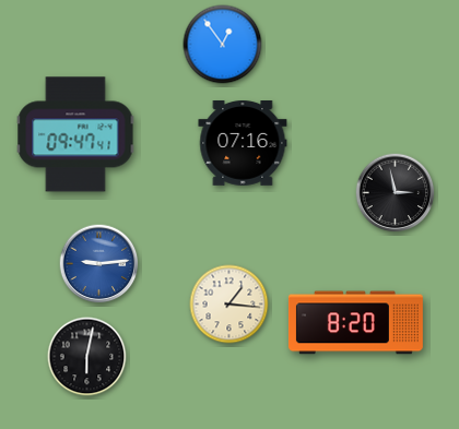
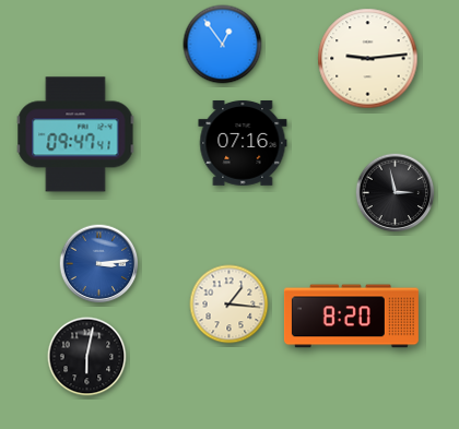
clock at (368, 59): none -> 9:14
clock at (99, 264): 9:14 -> 3:14
clock at (355, 323) position: (355, 323) -> (351, 317)
